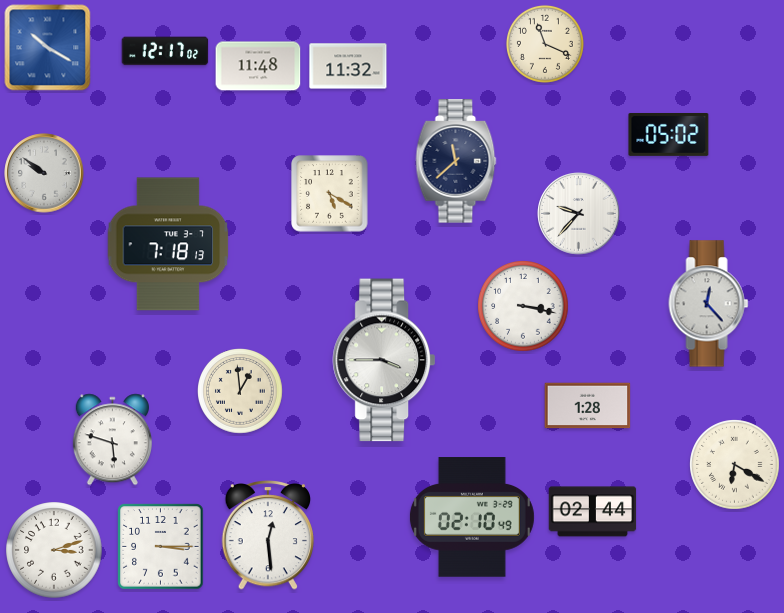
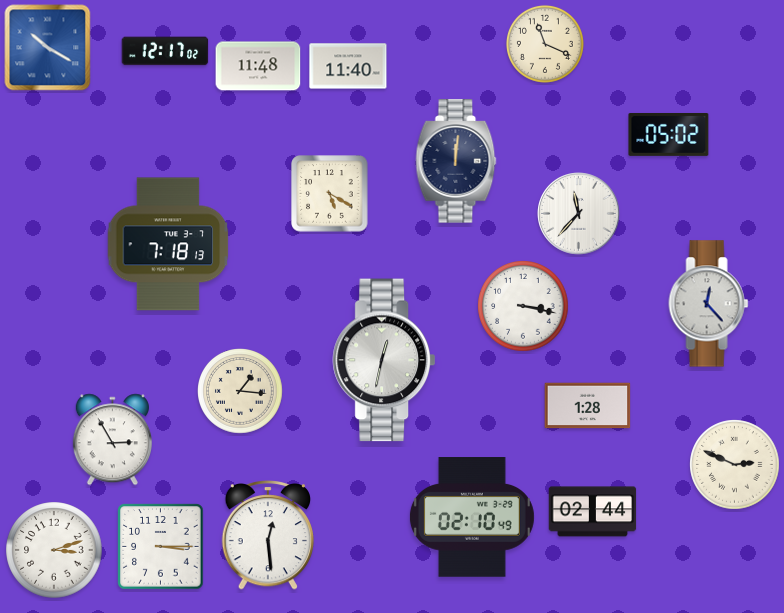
clock at (348, 66): 11:32 -> 11:40
clock at (456, 161): 11:38 -> 12:01
clock at (44, 173): 9:51 -> none
clock at (579, 214): 9:37 -> 11:37
clock at (384, 360): 3:45 -> 12:32
clock at (241, 392): 12:59 -> 1:16
clock at (112, 440): 5:48 -> 2:55
clock at (735, 465): 6:20 -> 2:49
